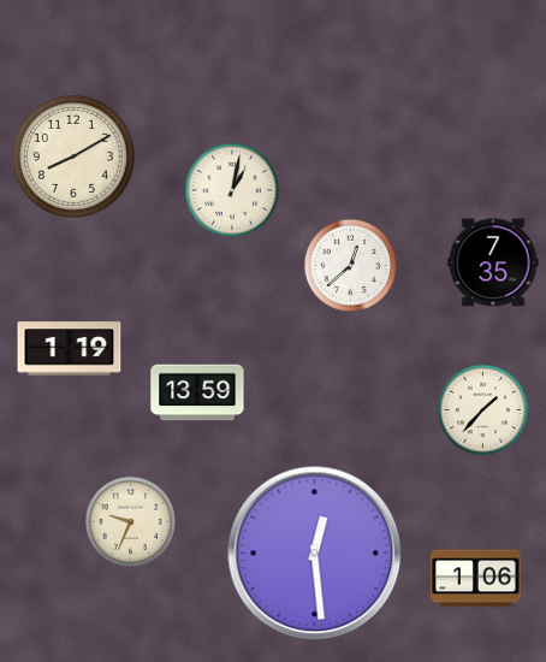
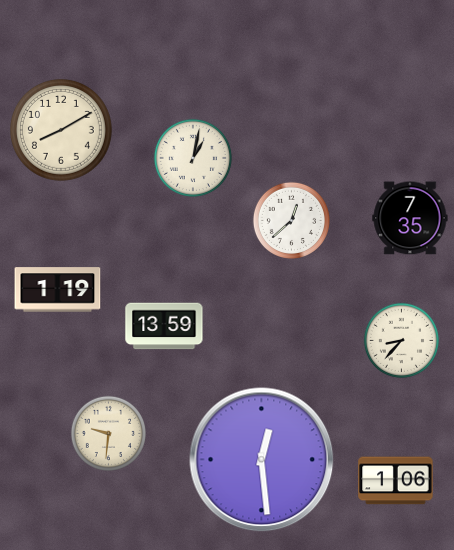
clock at (482, 409): 1:37 -> 8:37
clock at (130, 521): 9:34 -> 9:31
